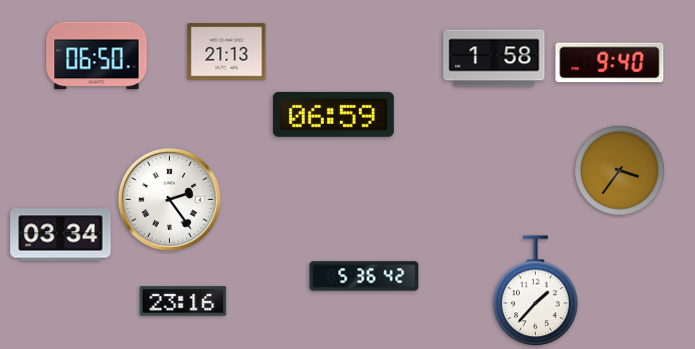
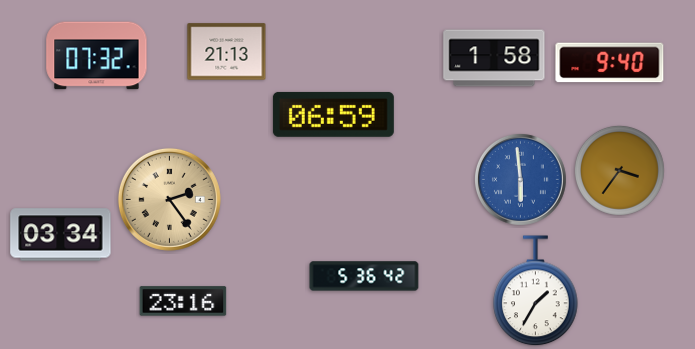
clock at (97, 56): 06:50 -> 07:32
clock at (520, 179): none -> 5:59
clock at (169, 199) dial: white -> champagne
clock at (536, 291): 1:37 -> 1:35
